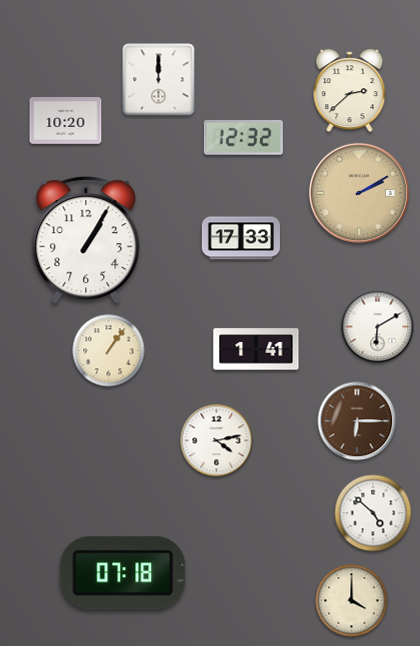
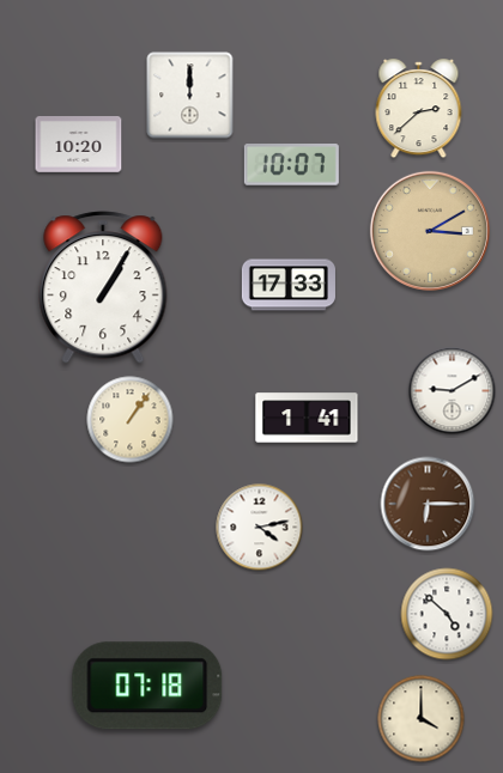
clock at (243, 138): 12:32 -> 10:07
clock at (359, 193): 2:10 -> 3:10
clock at (378, 327): 6:10 -> 9:10
